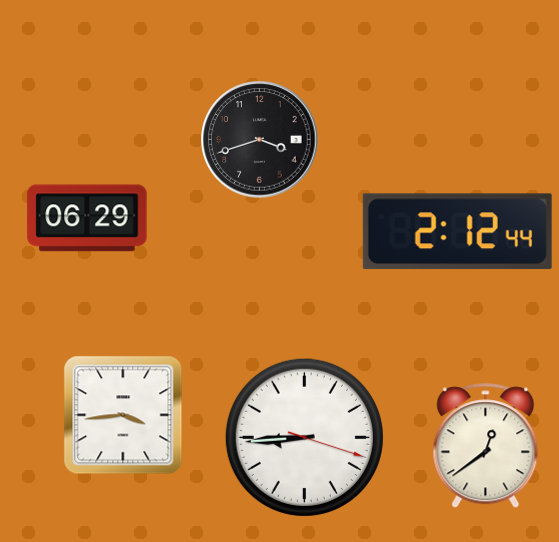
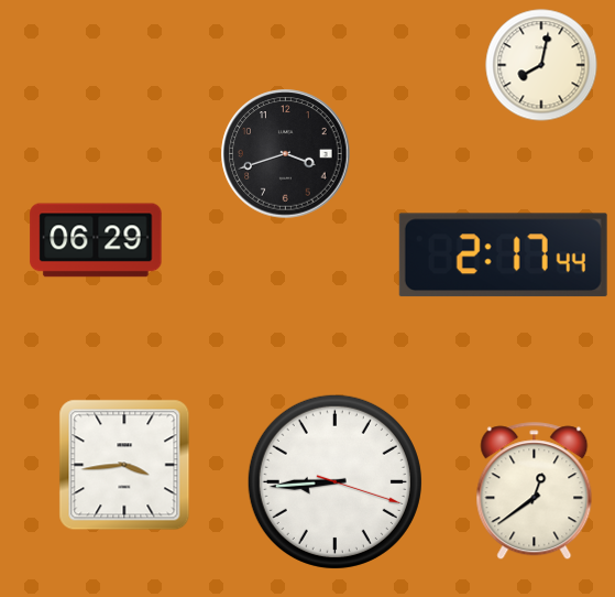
clock at (541, 65): none -> 8:02
clock at (457, 232): 2:12 -> 2:17
clock at (123, 415) position: (123, 415) -> (124, 465)
